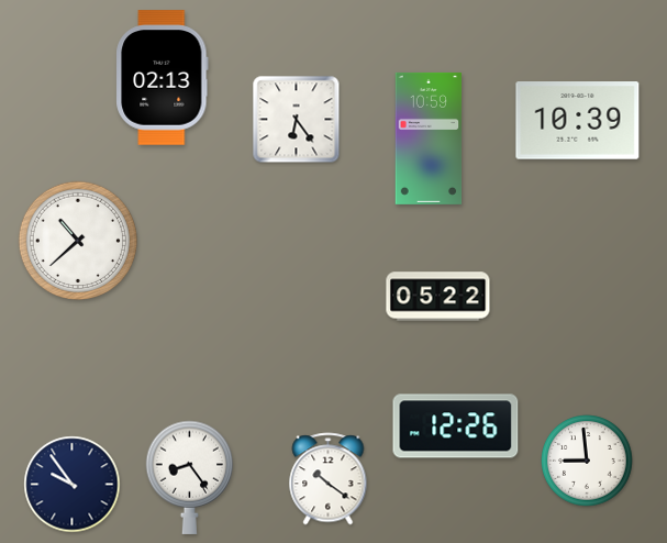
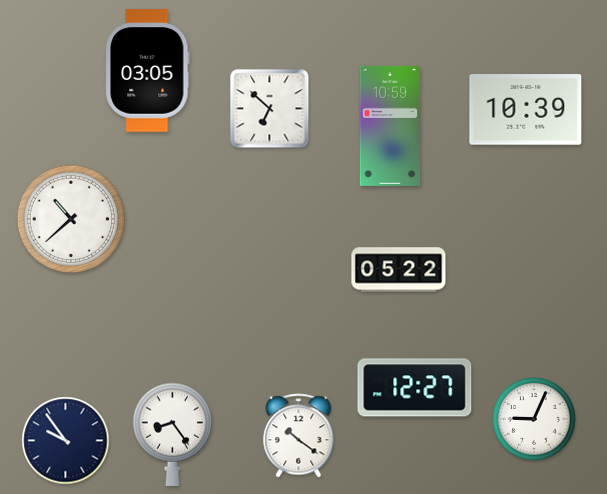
clock at (163, 78): 02:13 -> 03:05
clock at (297, 120): 6:24 -> 6:52
clock at (456, 426): 12:26 -> 12:27
clock at (587, 461): 8:59 -> 9:04
